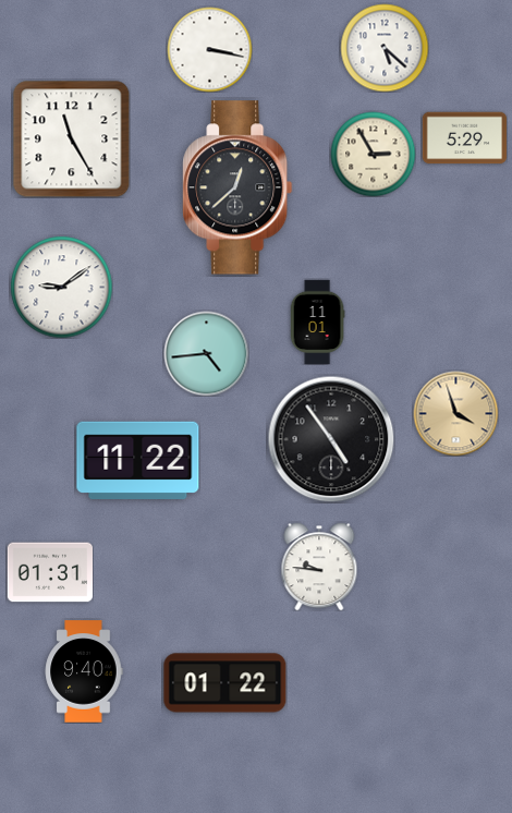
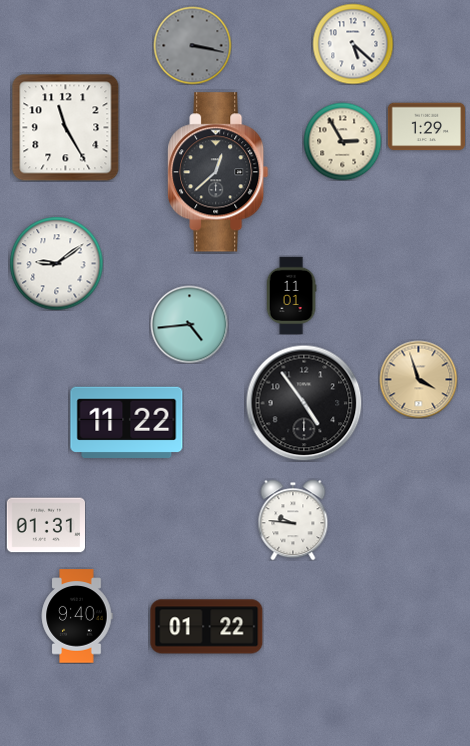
clock at (209, 49) dial: white -> grey
clock at (464, 138): 5:29 -> 1:29
